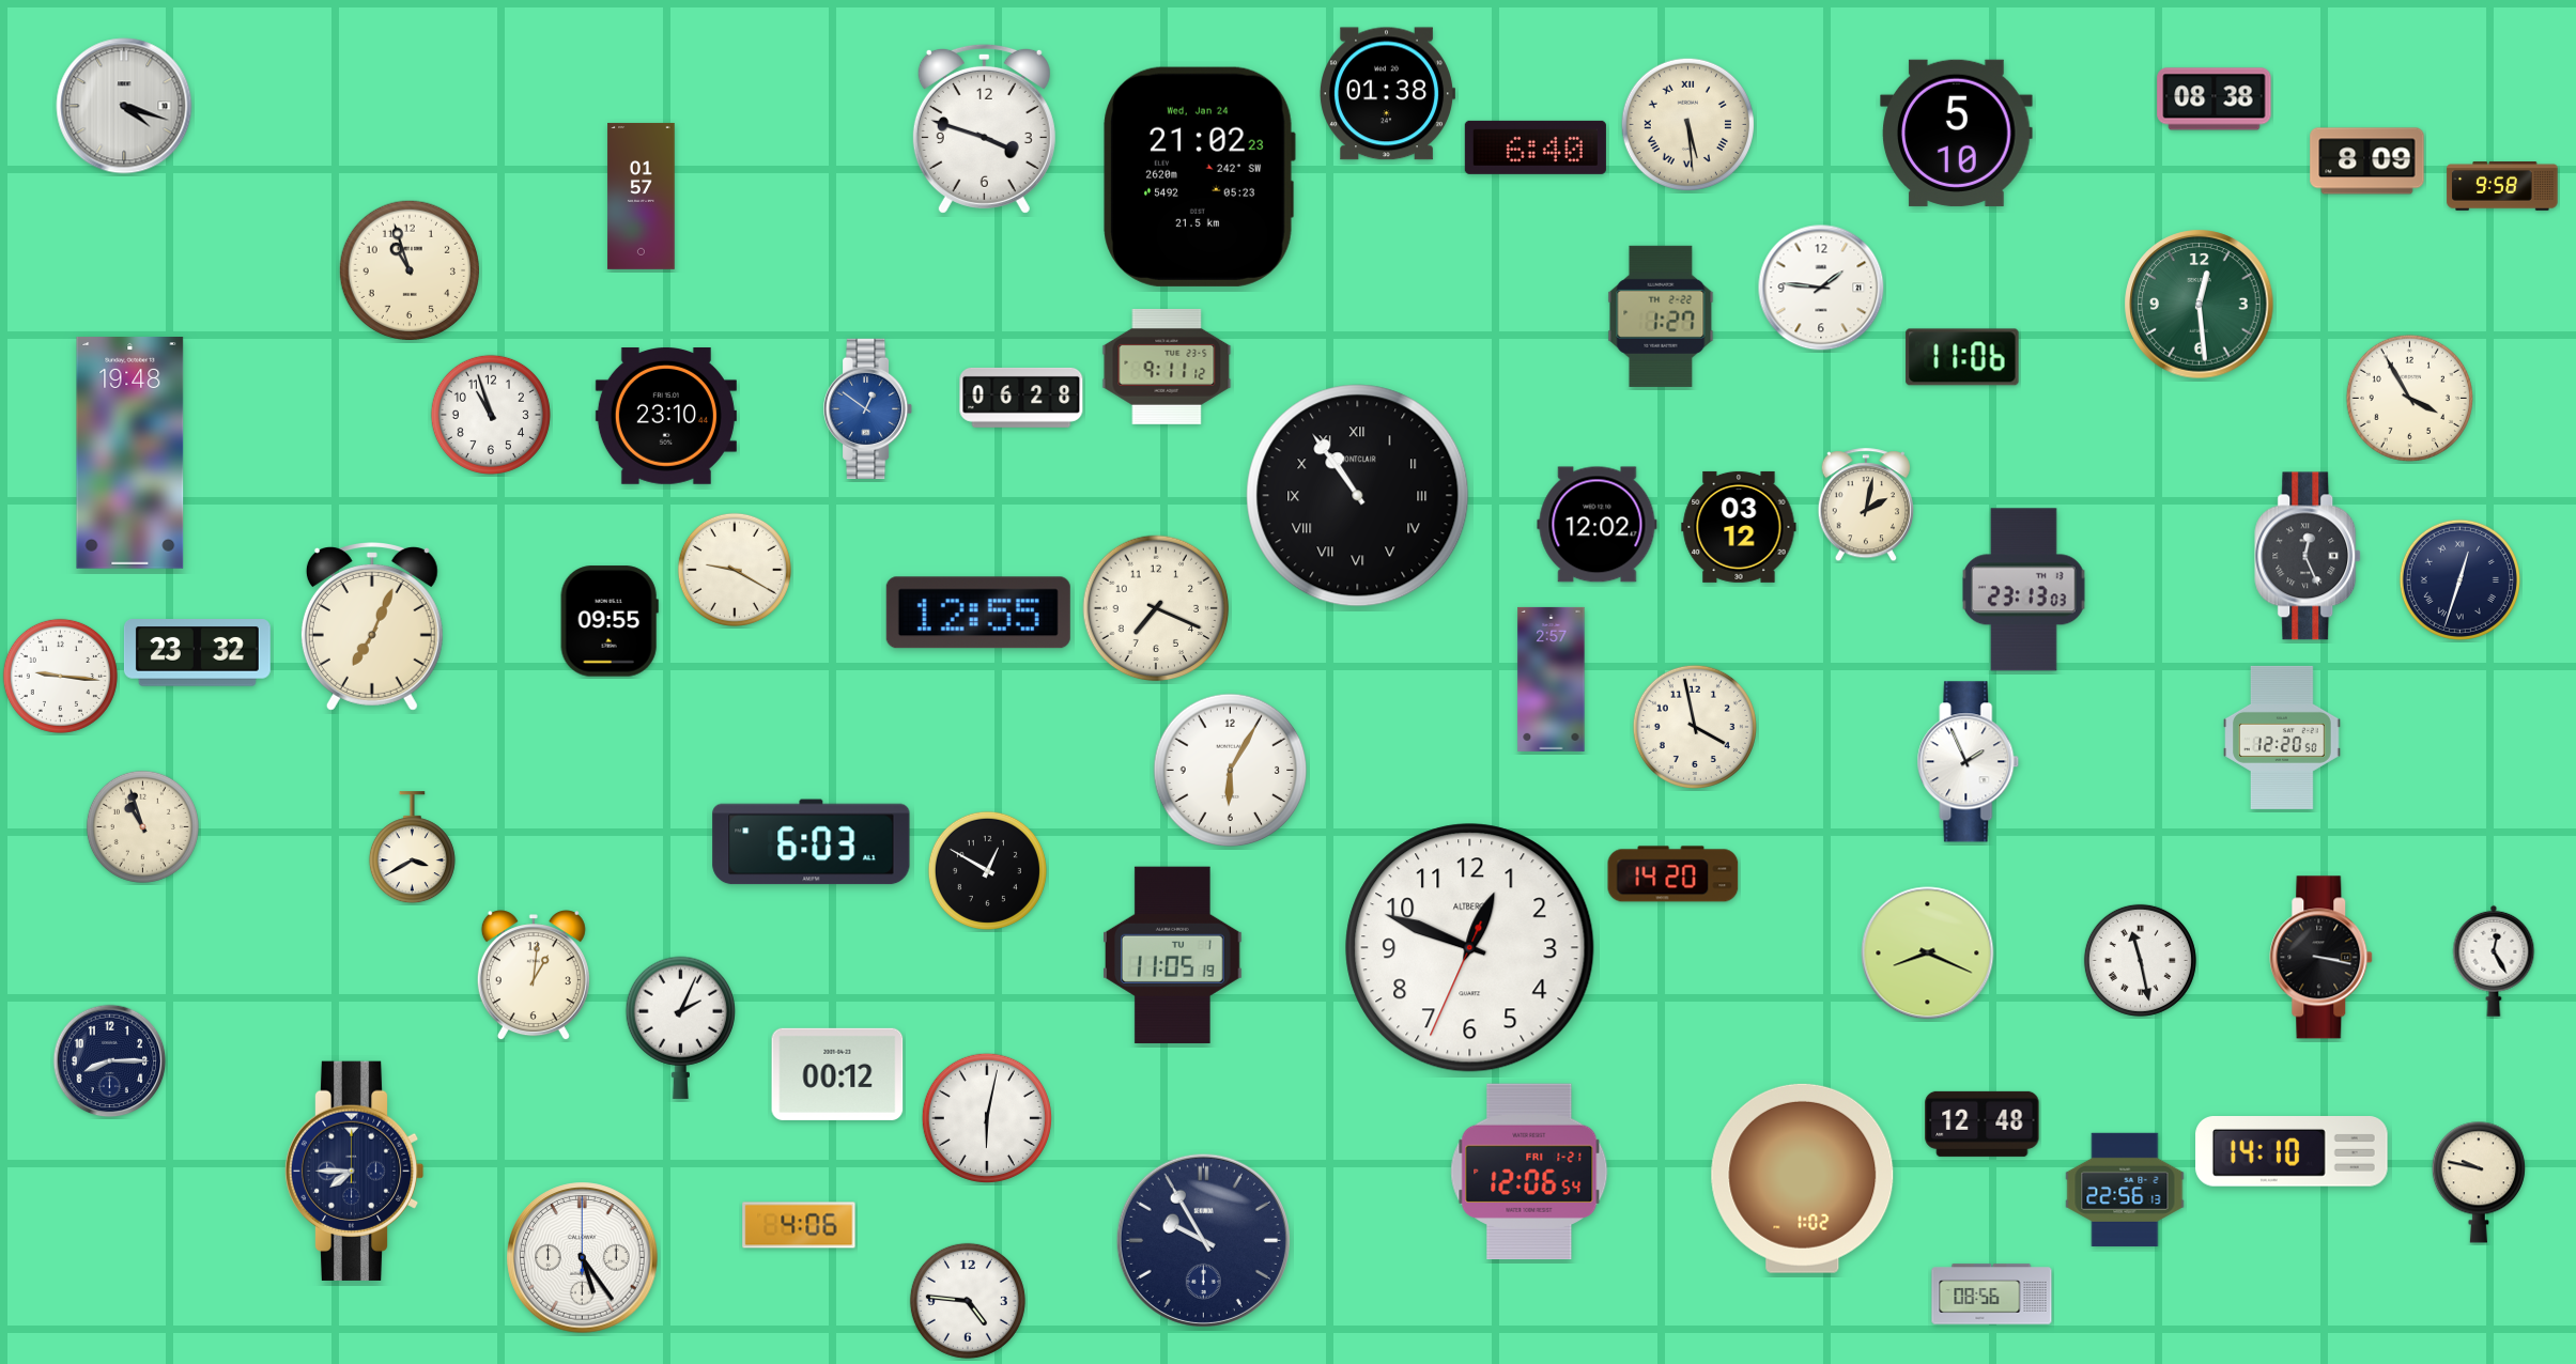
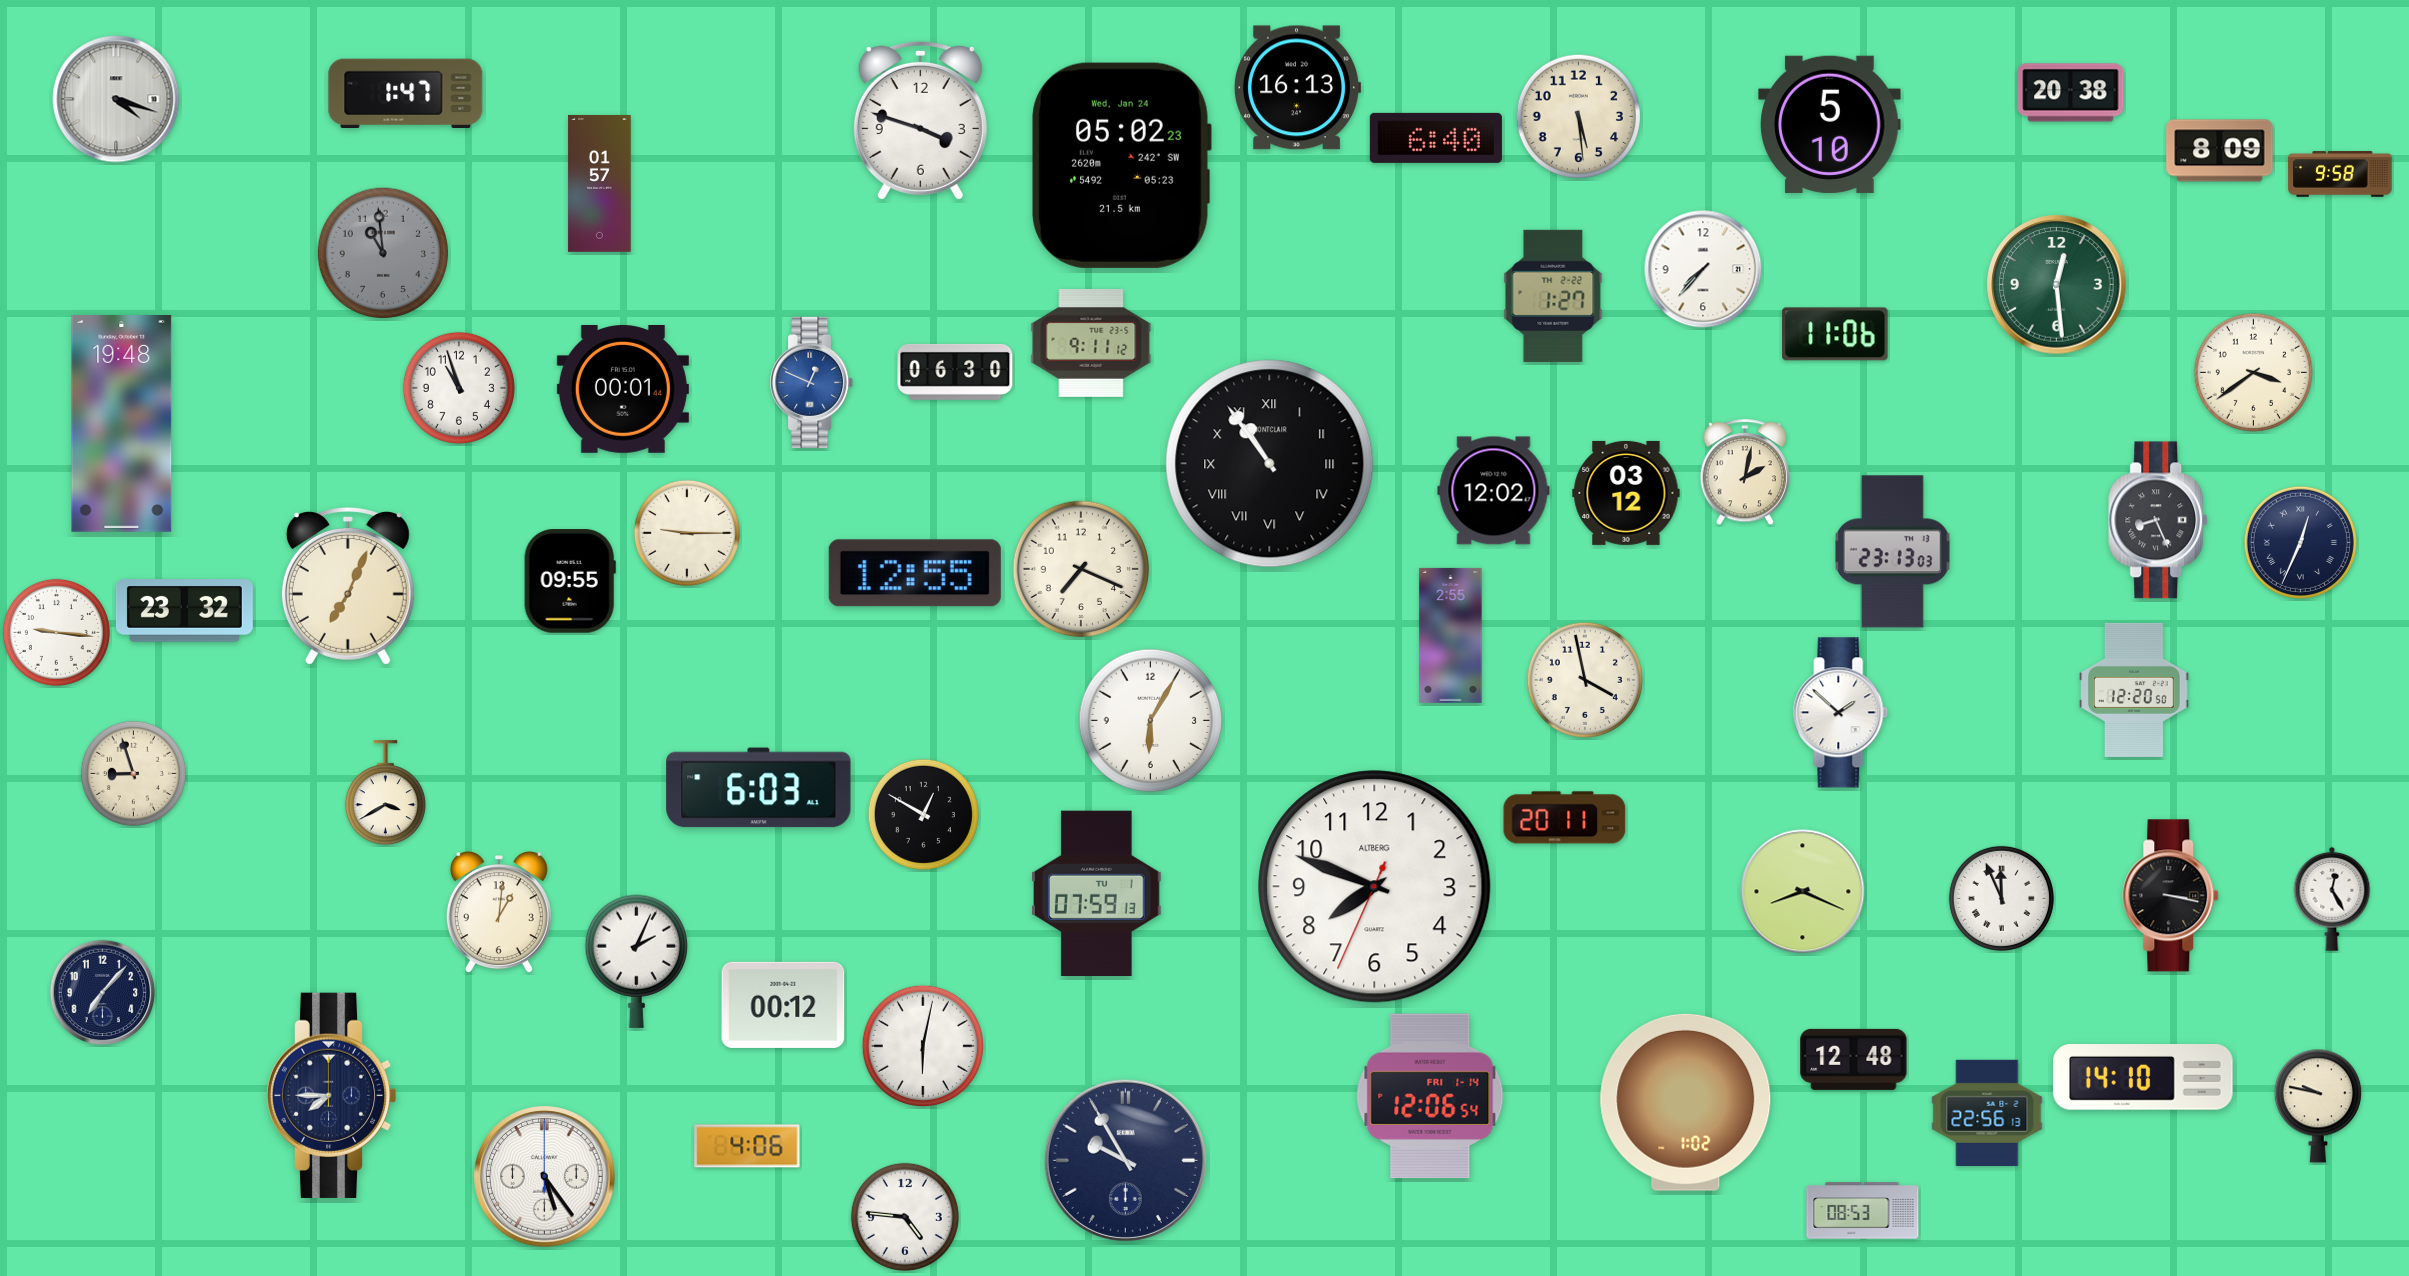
clock at (1387, 94): 01:38 -> 16:13
clock at (406, 93): none -> 1:47
clock at (2215, 99): 08:38 -> 20:38
clock at (1687, 124) numerals: Roman -> Arabic
clock at (2367, 161) position: (2367, 161) -> (2220, 151)
clock at (1199, 176): 21:02 -> 05:02
clock at (408, 269): 10:57 -> 10:59
clock at (408, 269) dial: cream -> grey
clock at (1821, 288): 1:46 -> 7:37
clock at (1021, 398): 06:28 -> 06:30
clock at (2409, 398): 3:55 -> 3:39
clock at (868, 408): 12:51 -> 12:49
clock at (666, 417): 23:10 -> 00:01
clock at (2309, 556): 12:26 -> 8:26
clock at (735, 570): 9:20 -> 9:15
clock at (2459, 579): 12:33 -> 12:34
clock at (1552, 679): 2:57 -> 2:55
clock at (1969, 762): 1:56 -> 1:52
clock at (142, 826): 10:57 -> 8:57
clock at (1673, 874): 14:20 -> 20:11
clock at (1470, 948): 12:48 -> 7:48
clock at (1173, 955): 11:05 -> 07:59
clock at (2140, 960): 11:28 -> 11:56
clock at (110, 1061): 8:15 -> 7:07
clock at (1983, 1123) position: (1983, 1123) -> (1854, 1059)
clock at (1529, 1172) date: FRI 1-21 -> FRI 1-14
clock at (1992, 1295): 08:56 -> 08:53
